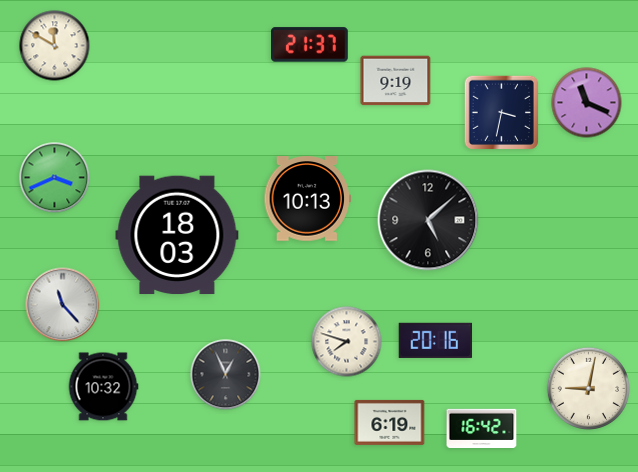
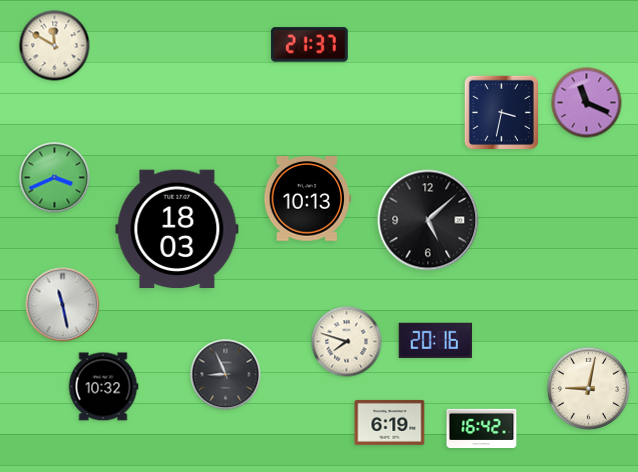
clock at (396, 81): 9:19 -> none
clock at (177, 235) position: (177, 235) -> (177, 229)
clock at (63, 305): 11:23 -> 11:28
clock at (226, 375): 12:56 -> 8:56
